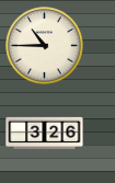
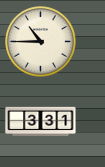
clock at (45, 134): 3:26 -> 3:31
